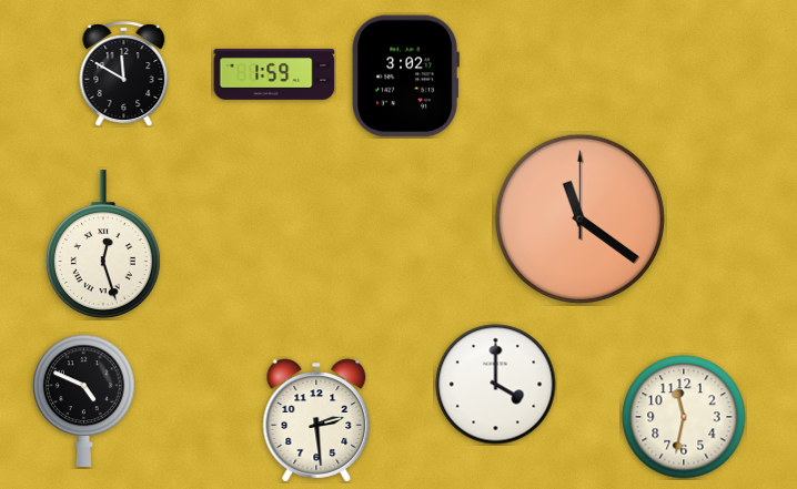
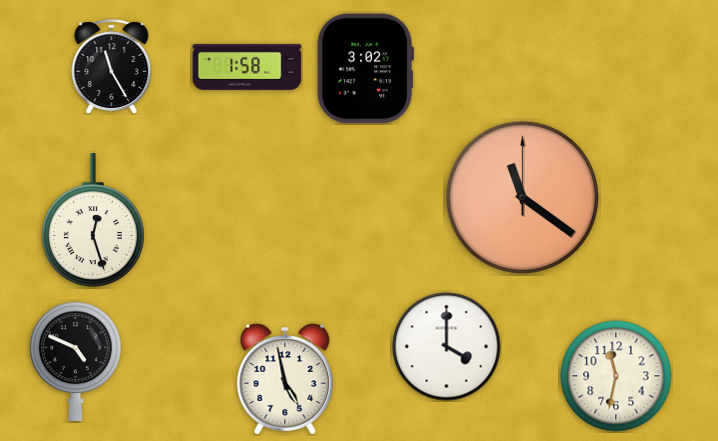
clock at (124, 73): 11:50 -> 11:25
clock at (274, 74): 1:59 -> 1:58
clock at (316, 420): 2:29 -> 4:58
